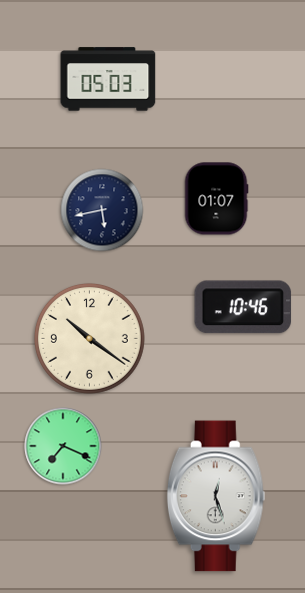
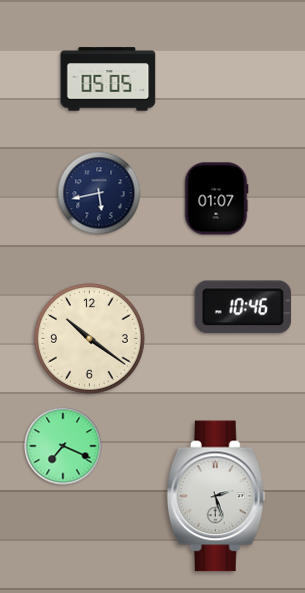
clock at (108, 79): 05:03 -> 05:05
clock at (102, 210) position: (102, 210) -> (99, 193)
clock at (216, 496): 12:27 -> 2:27
